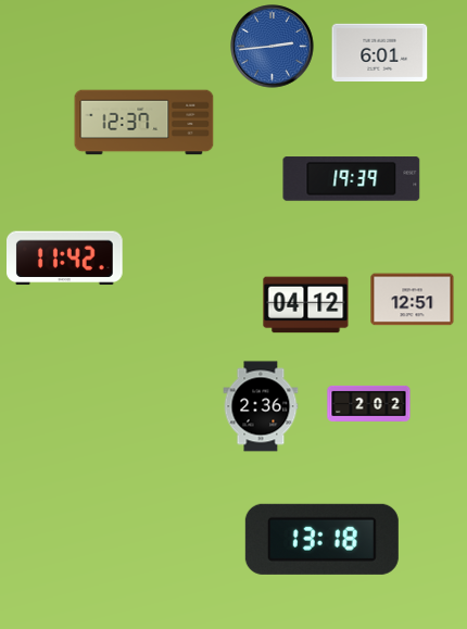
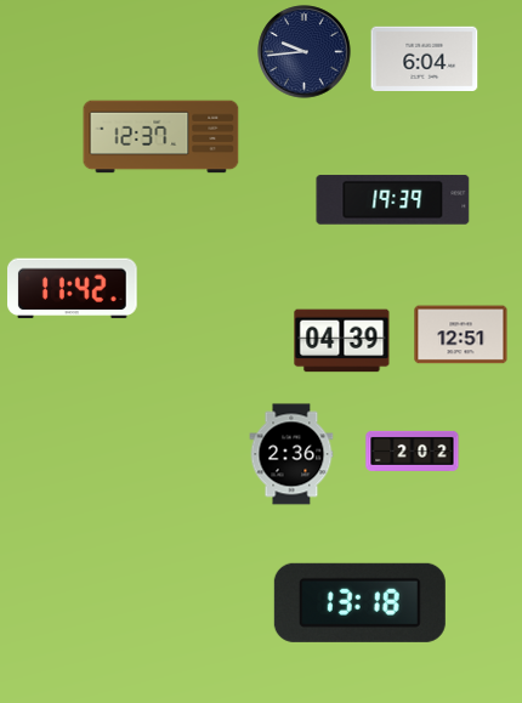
clock at (273, 47): 2:44 -> 9:44
clock at (273, 47) dial: blue -> navy
clock at (380, 52): 6:01 -> 6:04
clock at (306, 305): 04:12 -> 04:39
